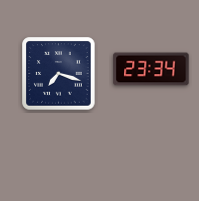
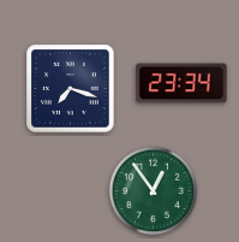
clock at (154, 191): none -> 12:54
